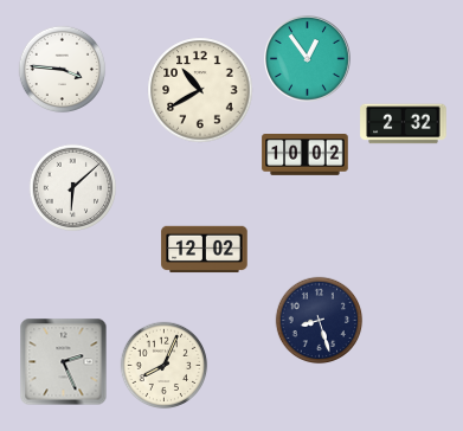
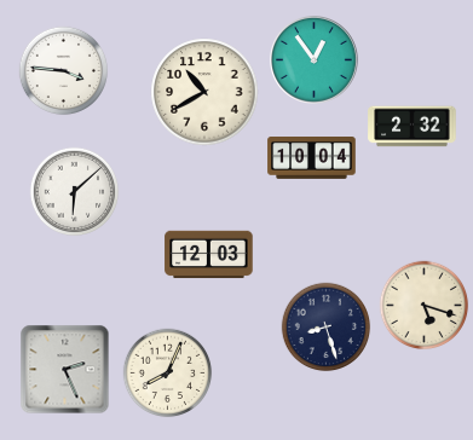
clock at (306, 155): 10:02 -> 10:04
clock at (205, 250): 12:02 -> 12:03
clock at (425, 306): none -> 5:18
